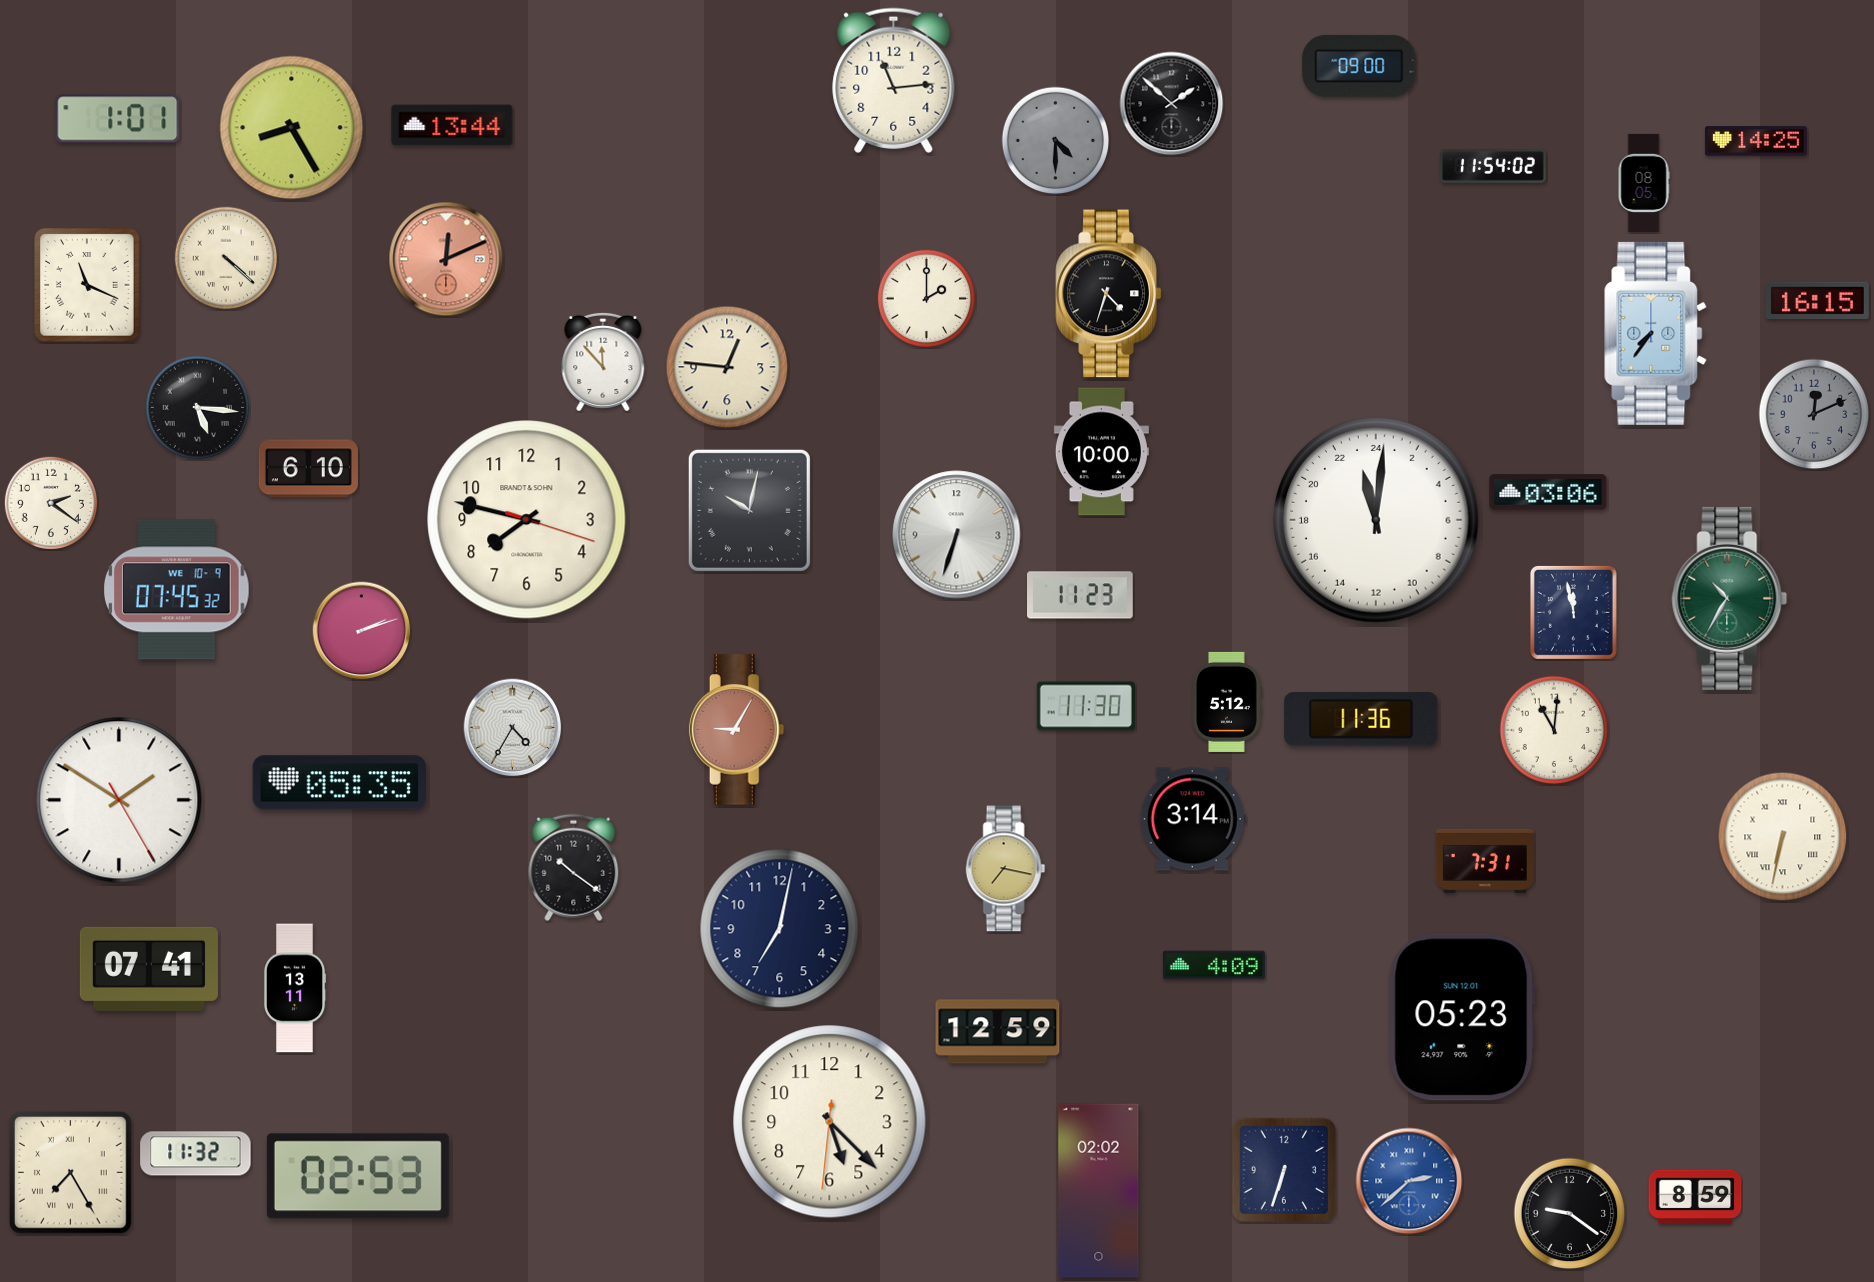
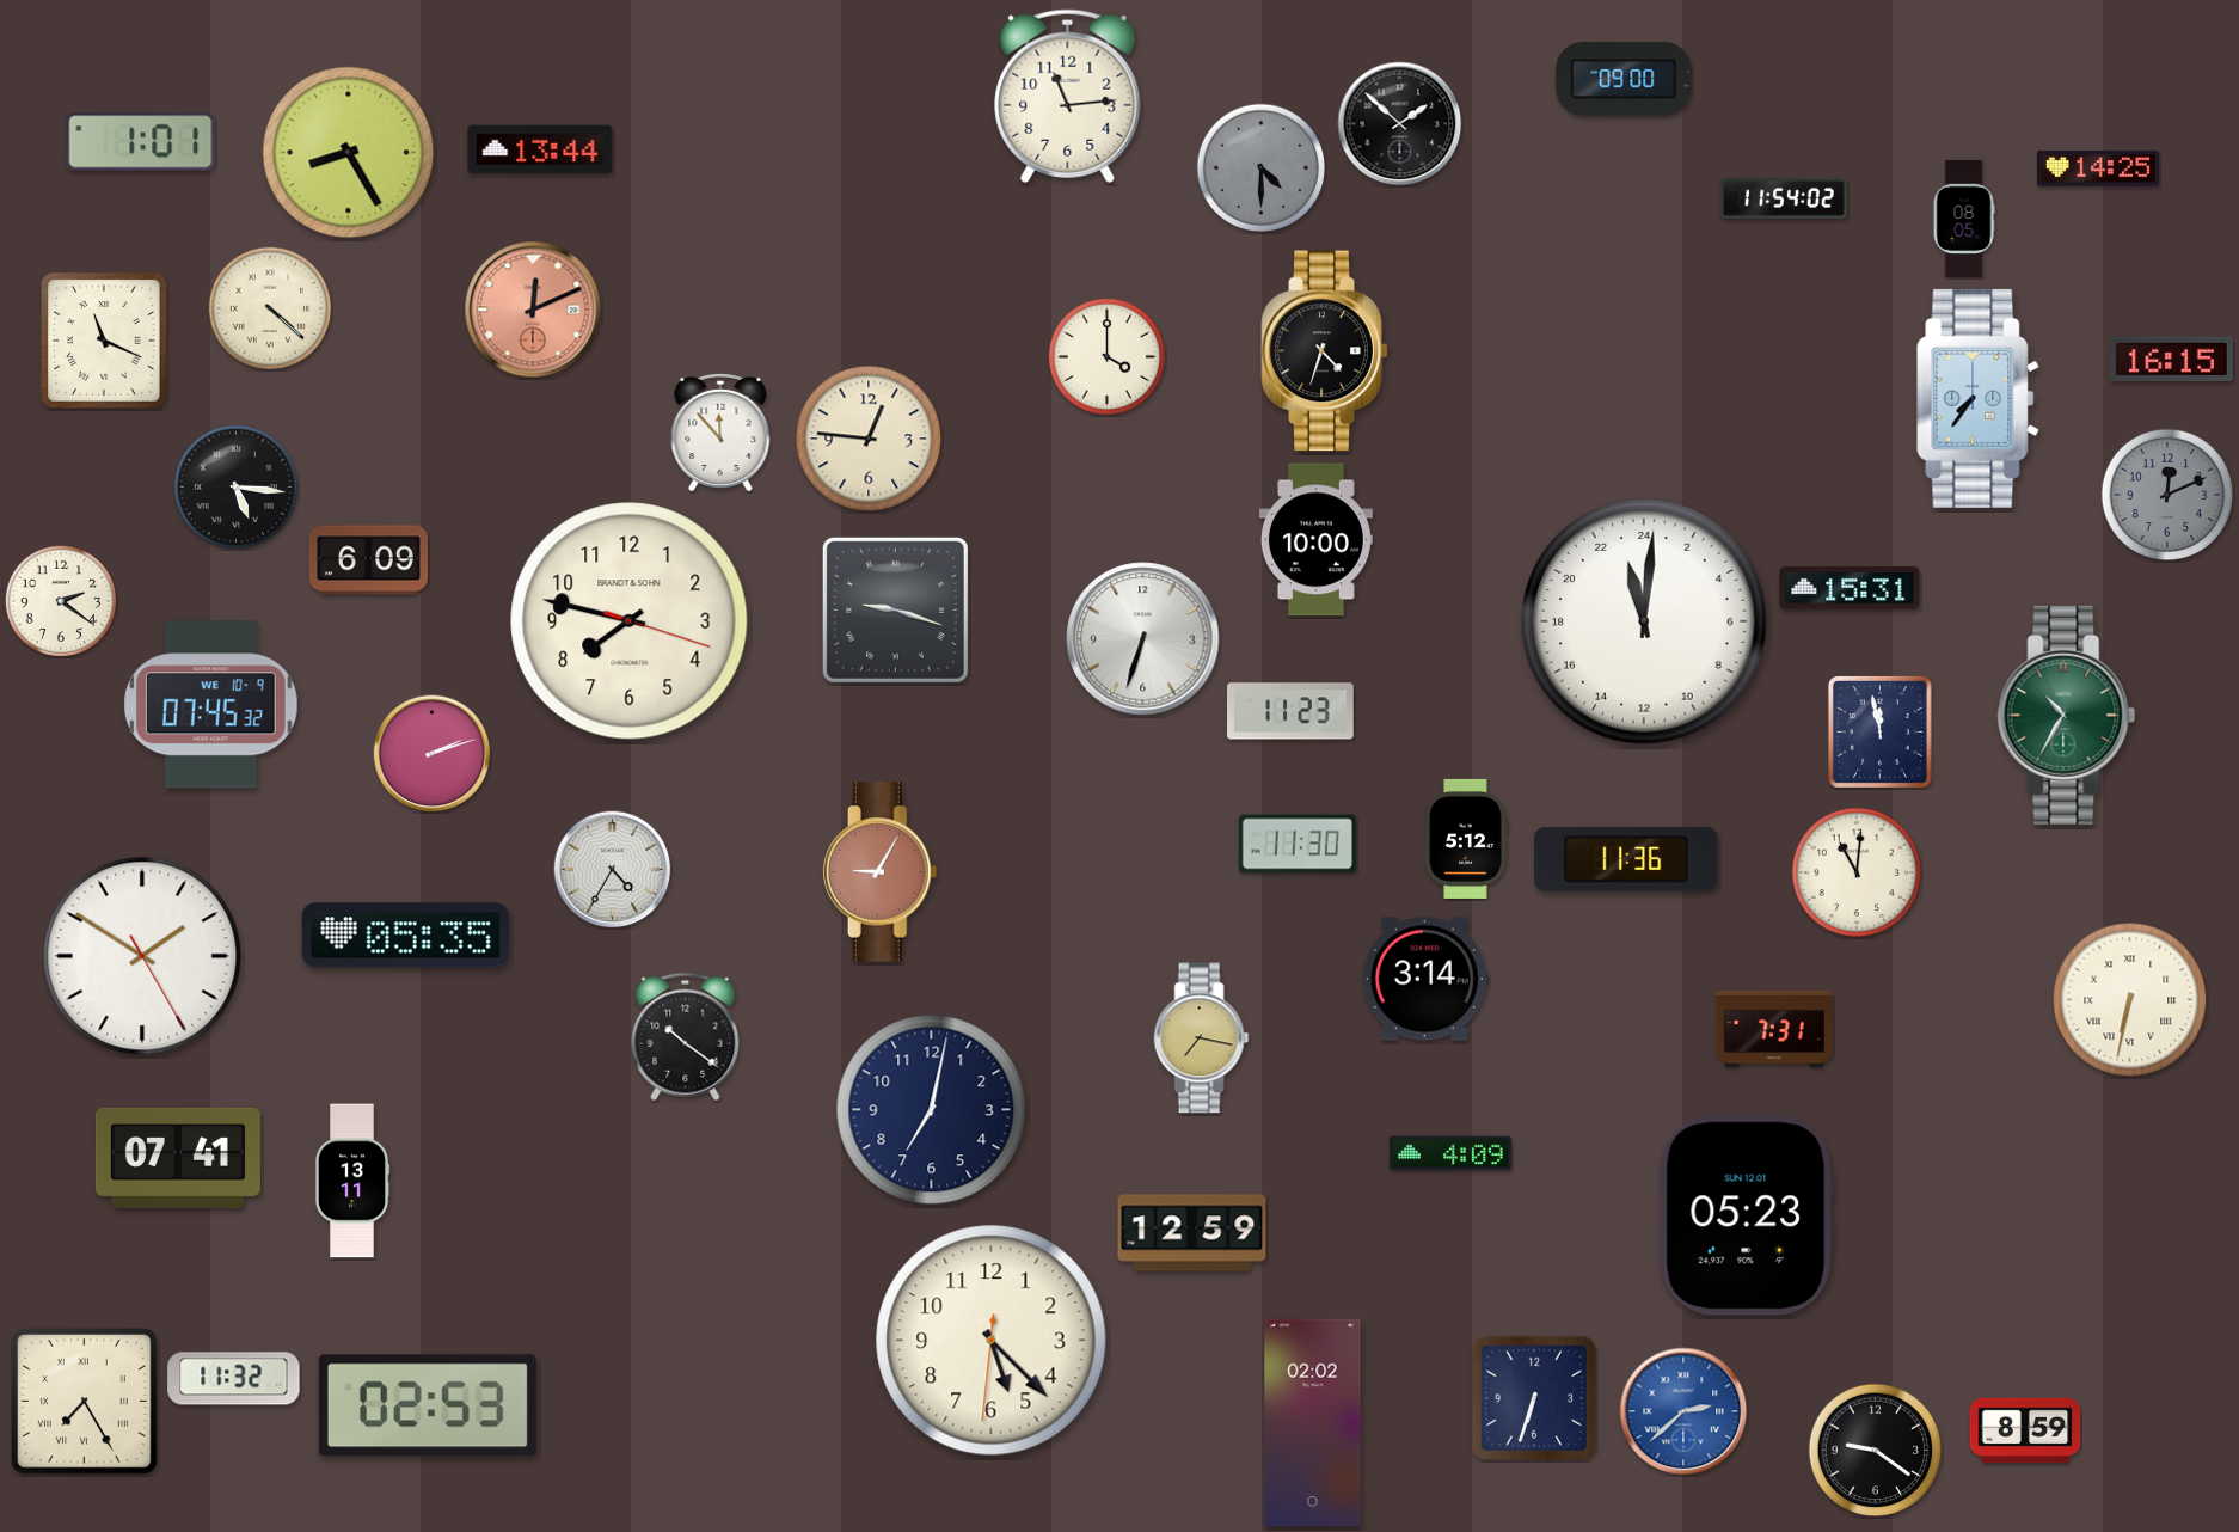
clock at (926, 298): 2:00 -> 4:00
clock at (308, 469): 6:10 -> 6:09
clock at (1548, 492): 03:06 -> 15:31
clock at (749, 510): 10:02 -> 9:18
